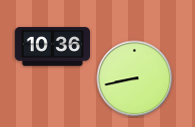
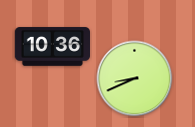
clock at (135, 79): 8:43 -> 8:41
